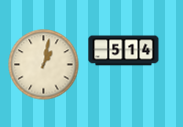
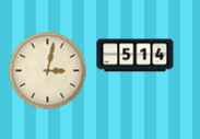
clock at (44, 65): 1:02 -> 3:02
